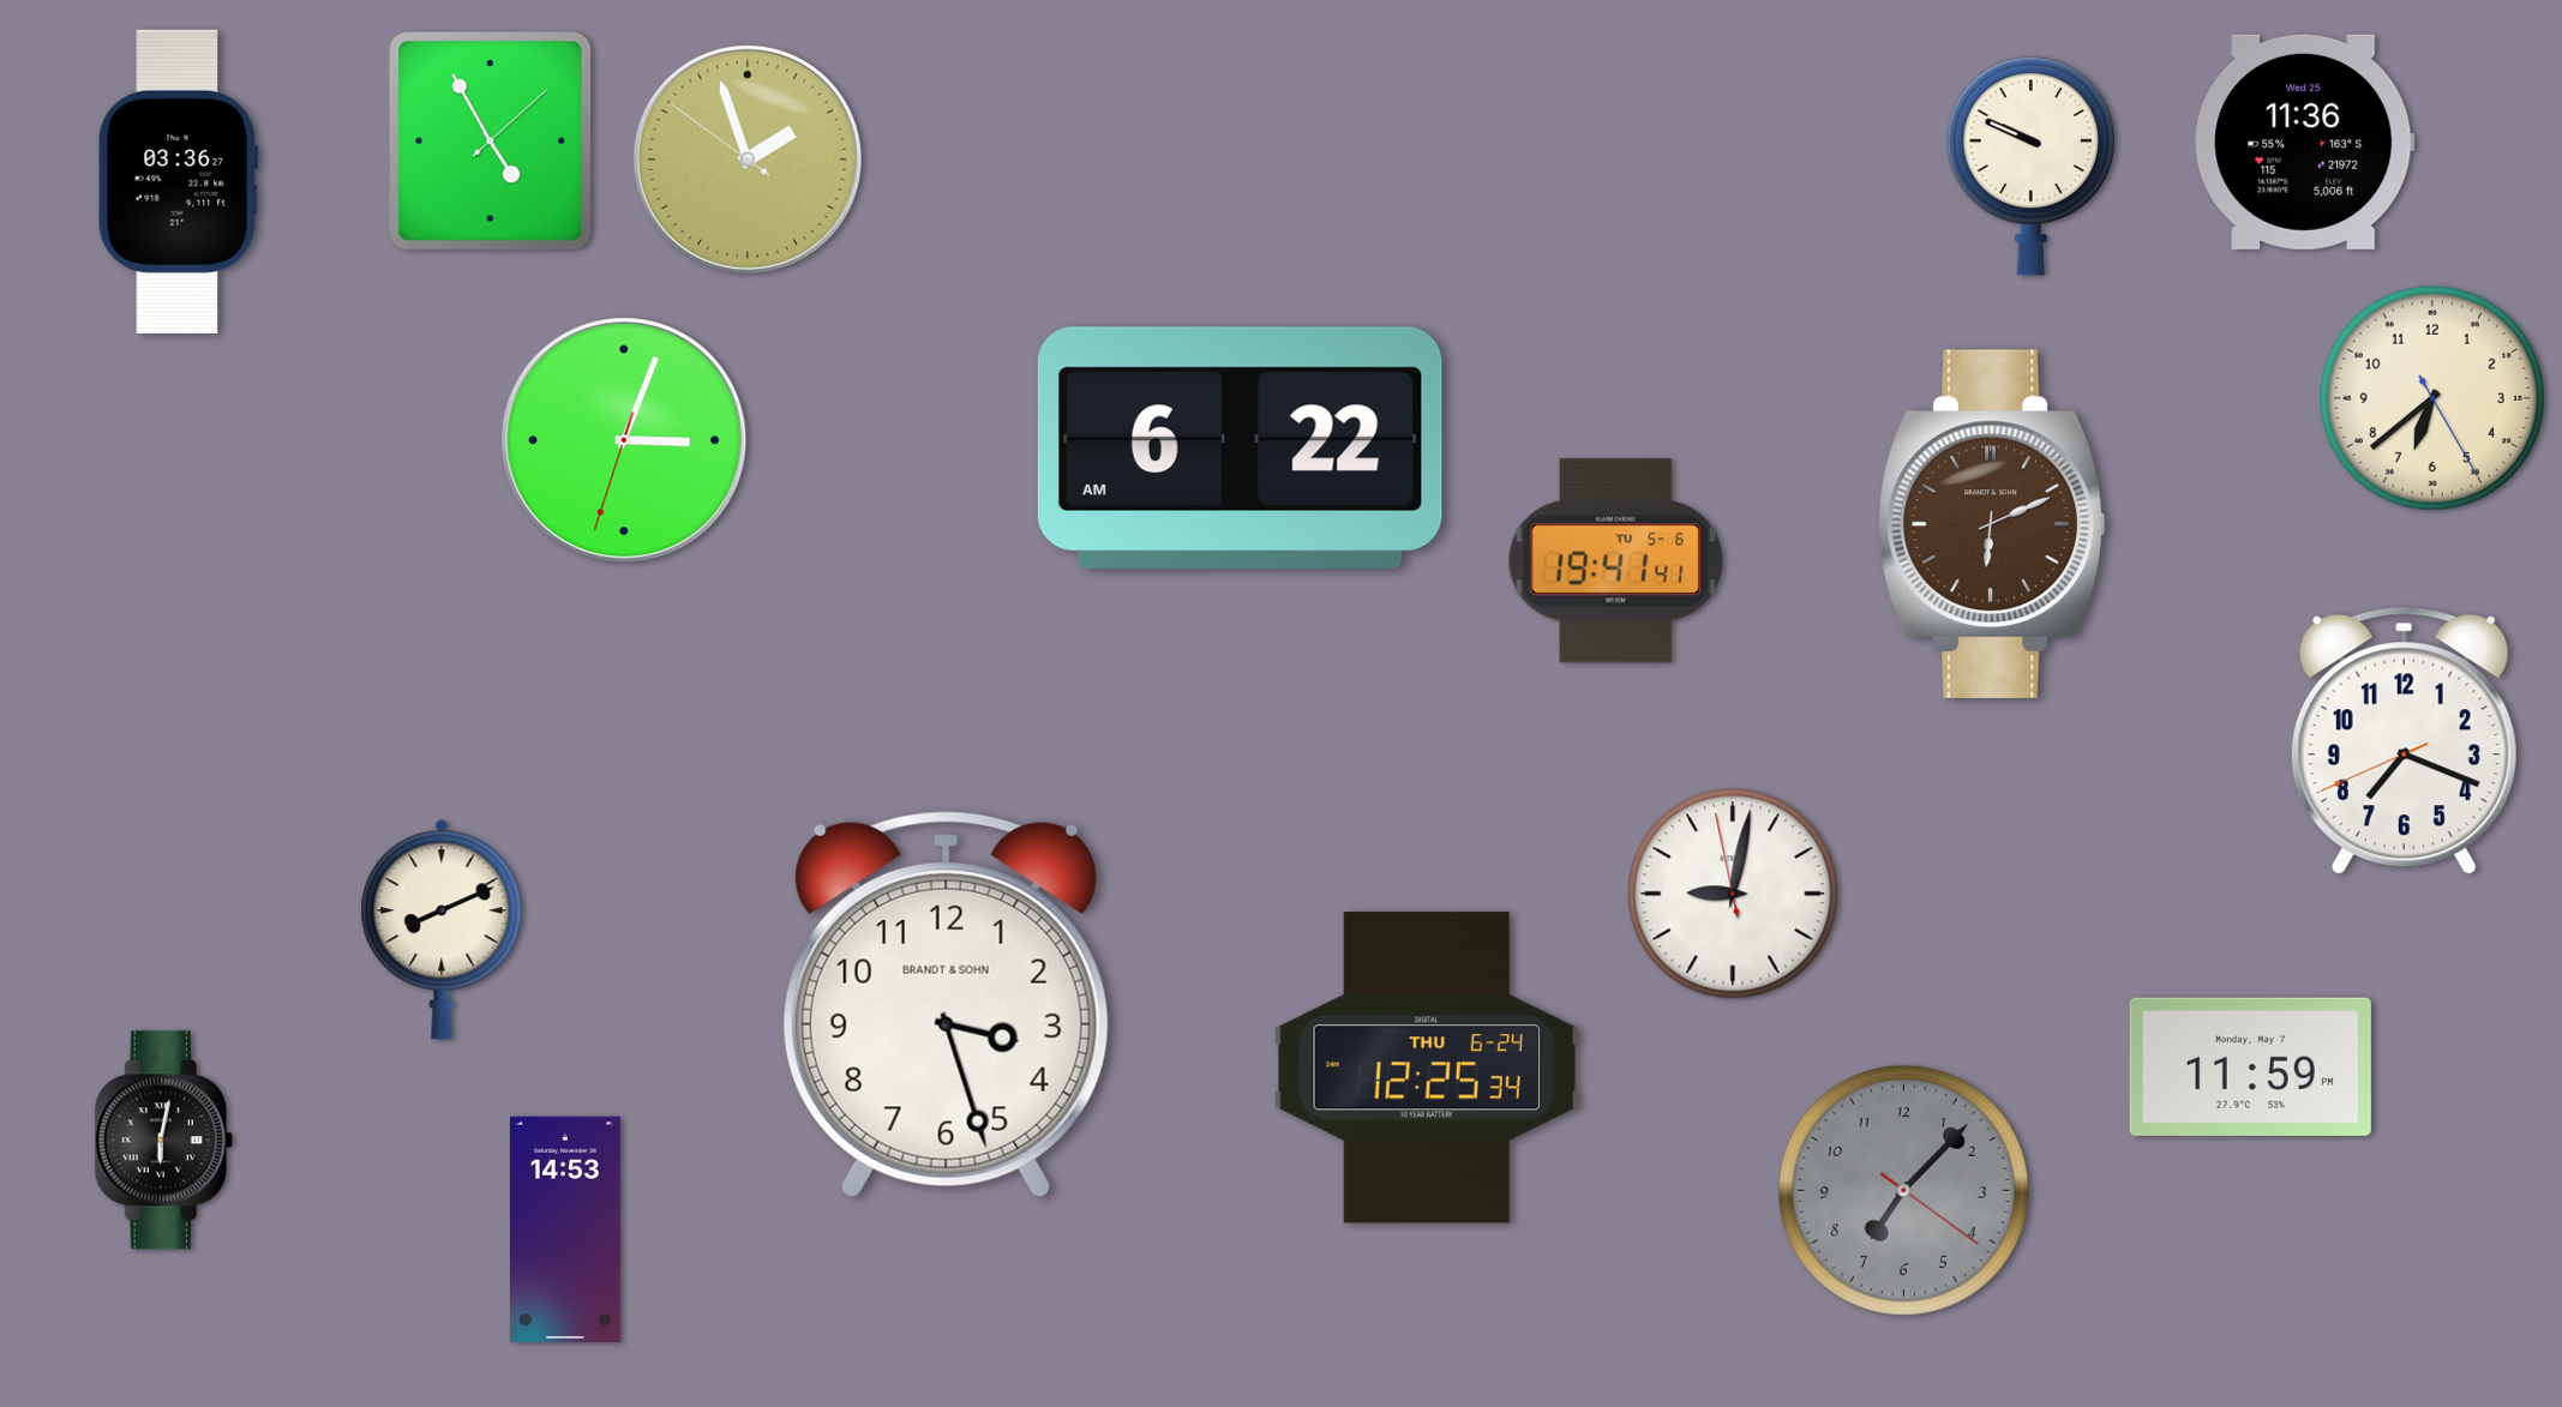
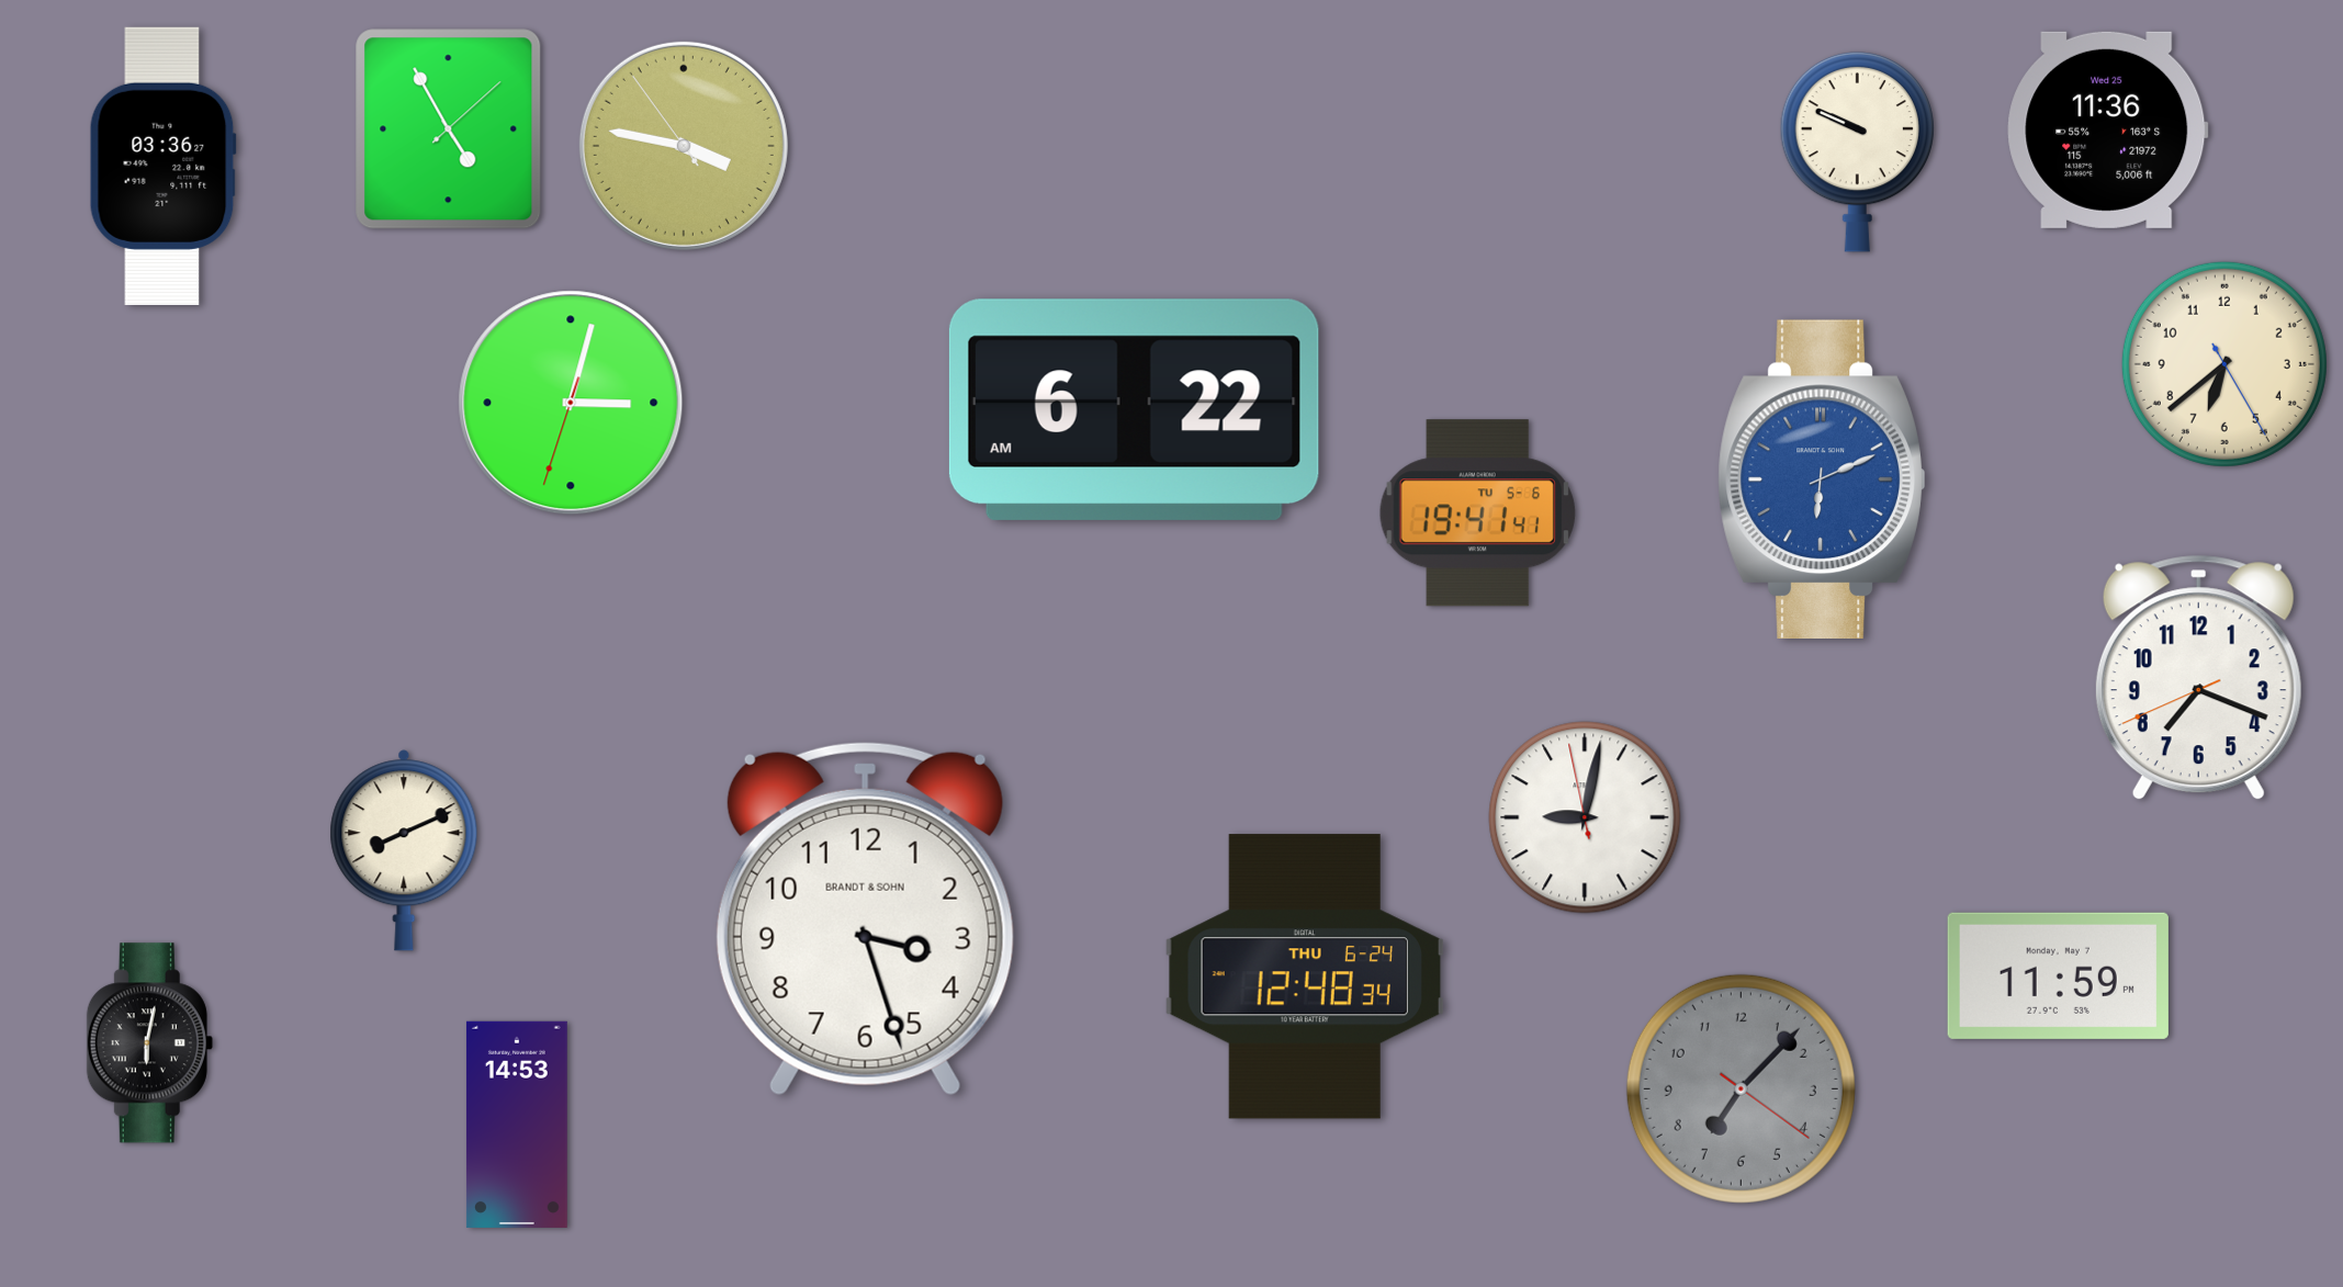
clock at (748, 160): 1:56 -> 3:46
clock at (624, 440): 3:03 -> 3:02
clock at (1992, 524) dial: brown -> blue
clock at (1426, 1068): 12:25 -> 12:48
